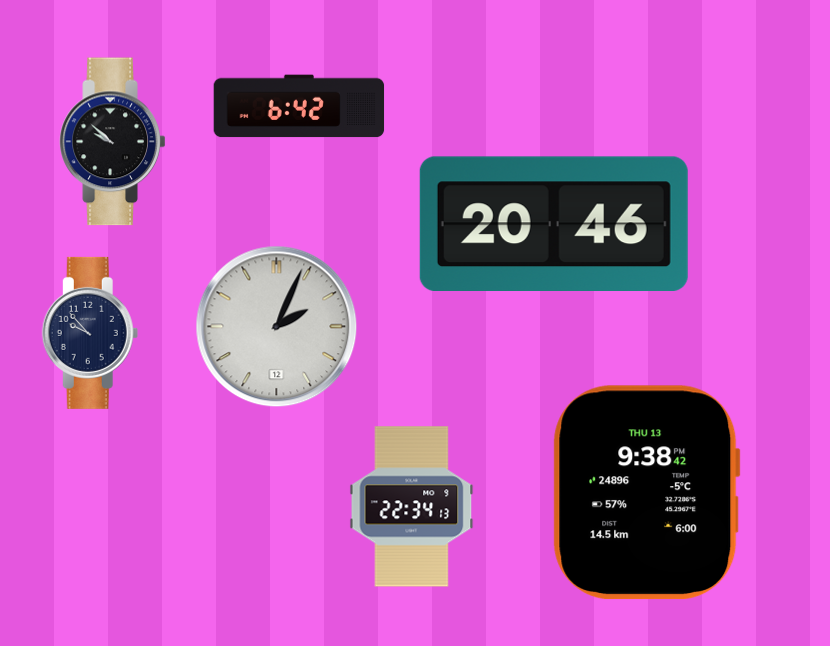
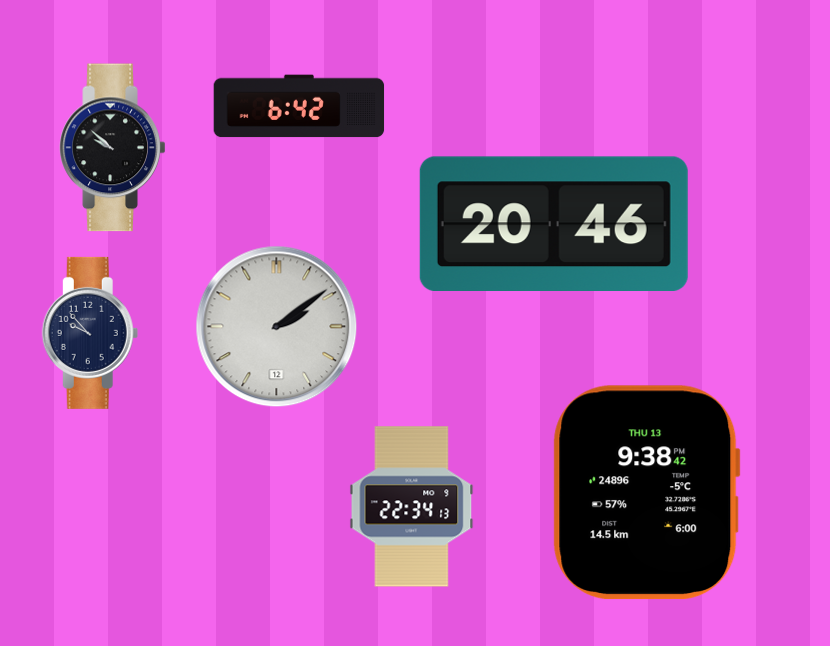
clock at (113, 142) position: (113, 142) -> (113, 148)
clock at (277, 327): 2:04 -> 2:09
